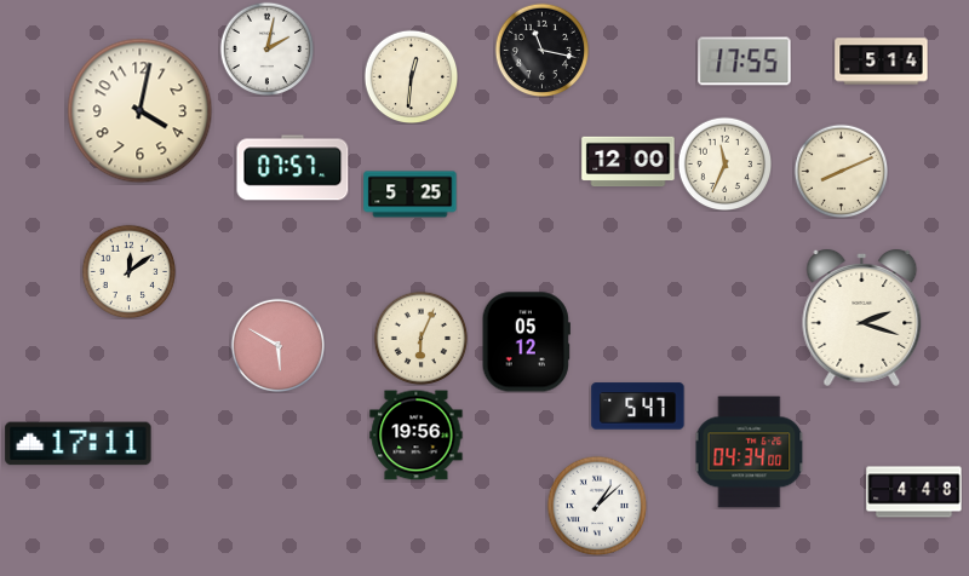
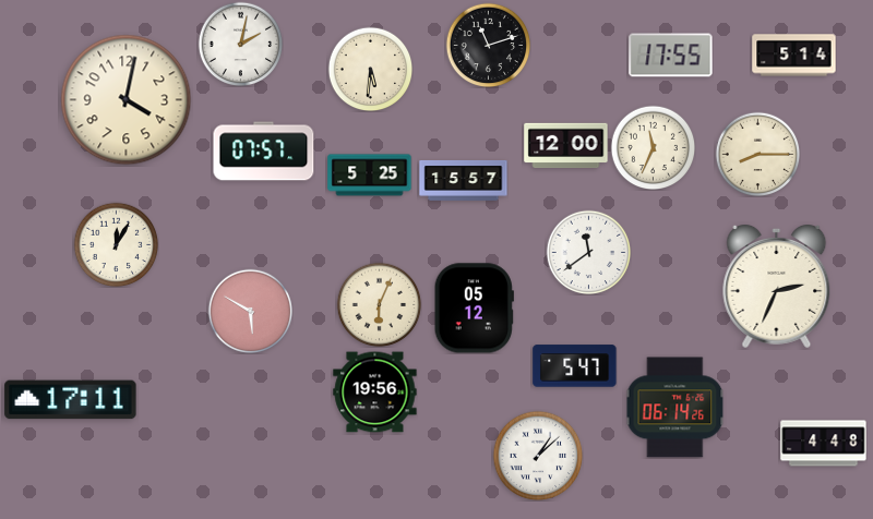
clock at (541, 50): 11:17 -> 11:12
clock at (411, 76): 12:31 -> 5:31
clock at (841, 171): 8:11 -> 8:15
clock at (464, 180): none -> 15:57
clock at (128, 271): 12:09 -> 12:05
clock at (588, 252): none -> 11:39
clock at (862, 317): 2:18 -> 2:34
clock at (750, 453): 04:34 -> 06:14
